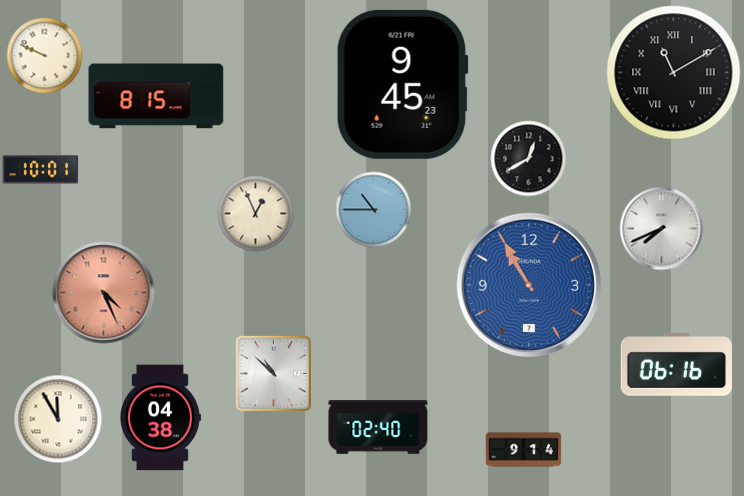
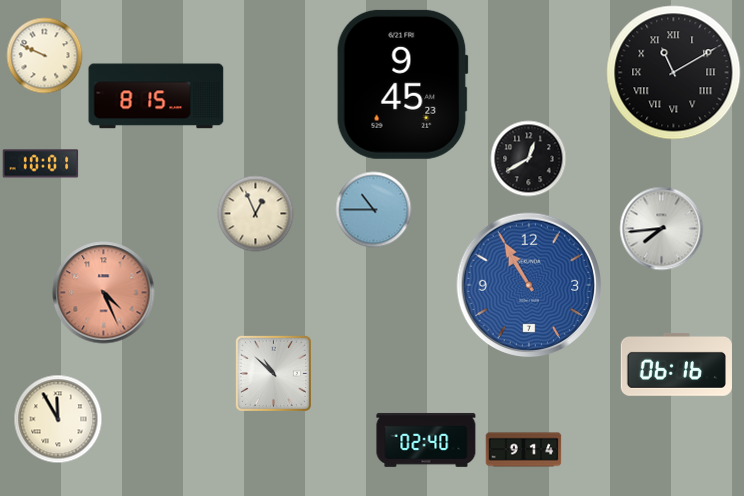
clock at (41, 170) position: (41, 170) -> (41, 164)
clock at (662, 229): 7:41 -> 7:44
clock at (160, 418): 04:38 -> none
clock at (378, 427) position: (378, 427) -> (426, 440)
